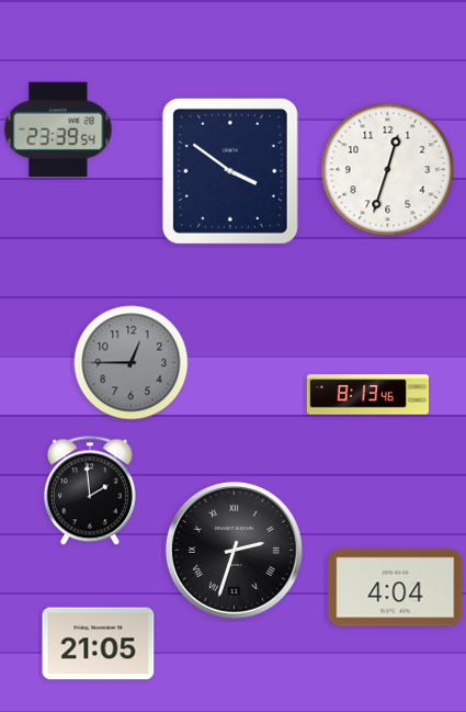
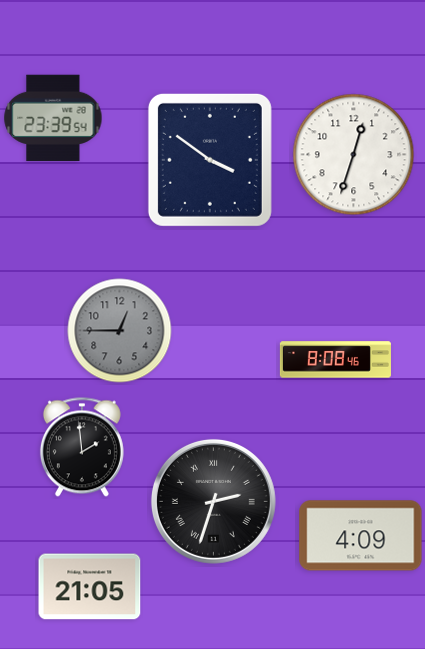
clock at (230, 171) position: (230, 171) -> (210, 160)
clock at (367, 395): 8:13 -> 8:08
clock at (396, 588): 4:04 -> 4:09
